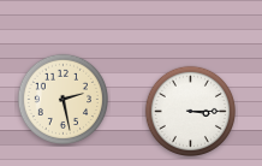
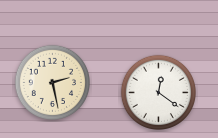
clock at (190, 111): 3:15 -> 12:21
